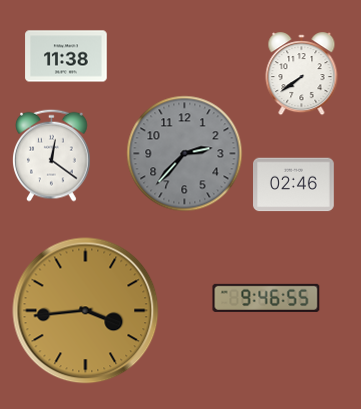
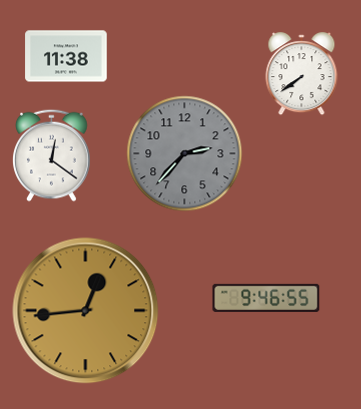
clock at (294, 185): 02:46 -> none
clock at (86, 311): 3:44 -> 12:44
